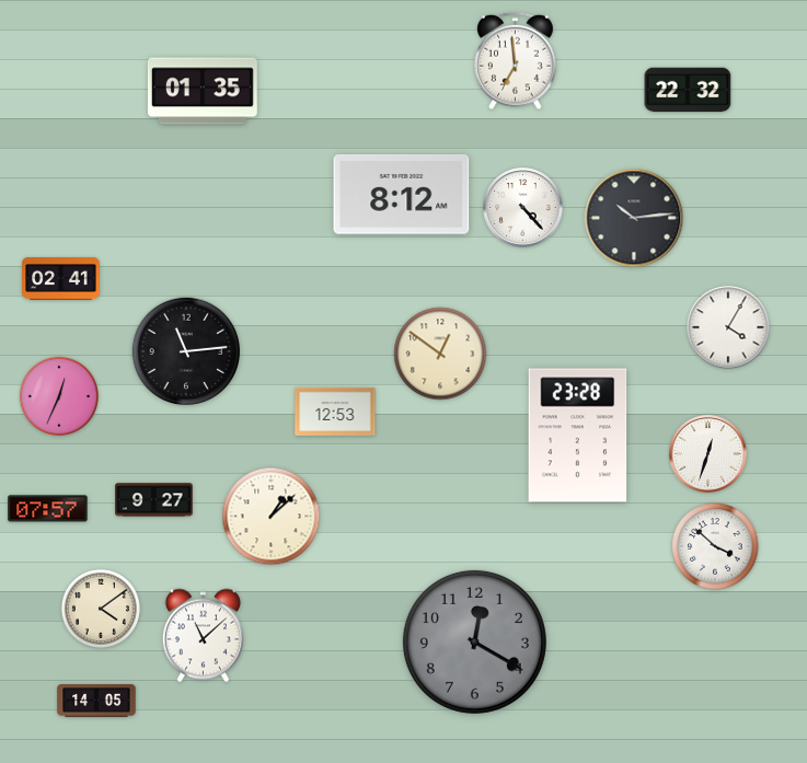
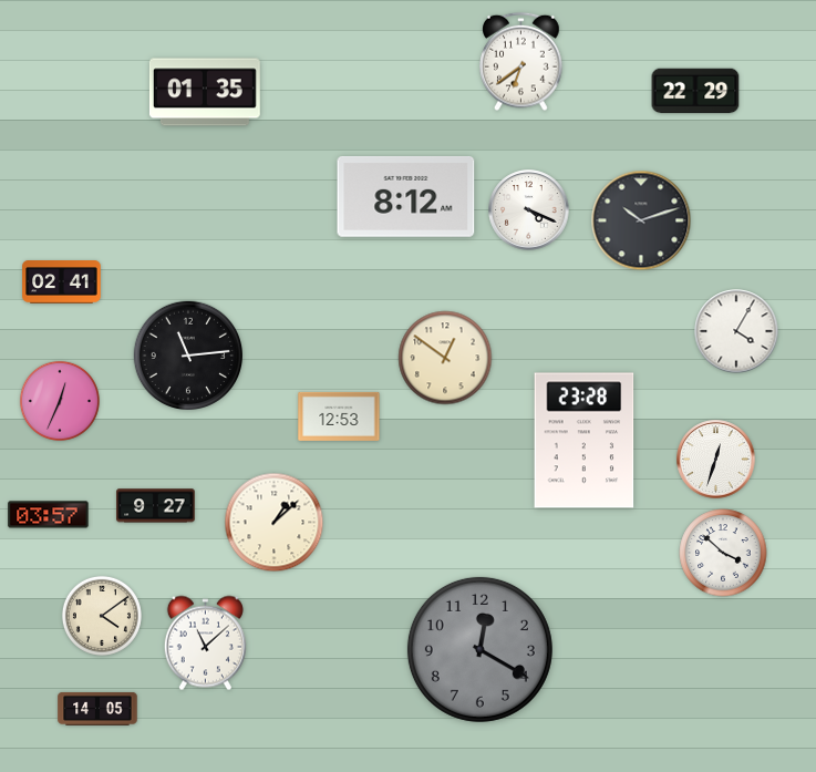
clock at (516, 61): 6:59 -> 6:39
clock at (688, 90): 22:32 -> 22:29
clock at (523, 208): 4:23 -> 4:19
clock at (634, 218): 10:14 -> 10:12
clock at (48, 509): 07:57 -> 03:57
